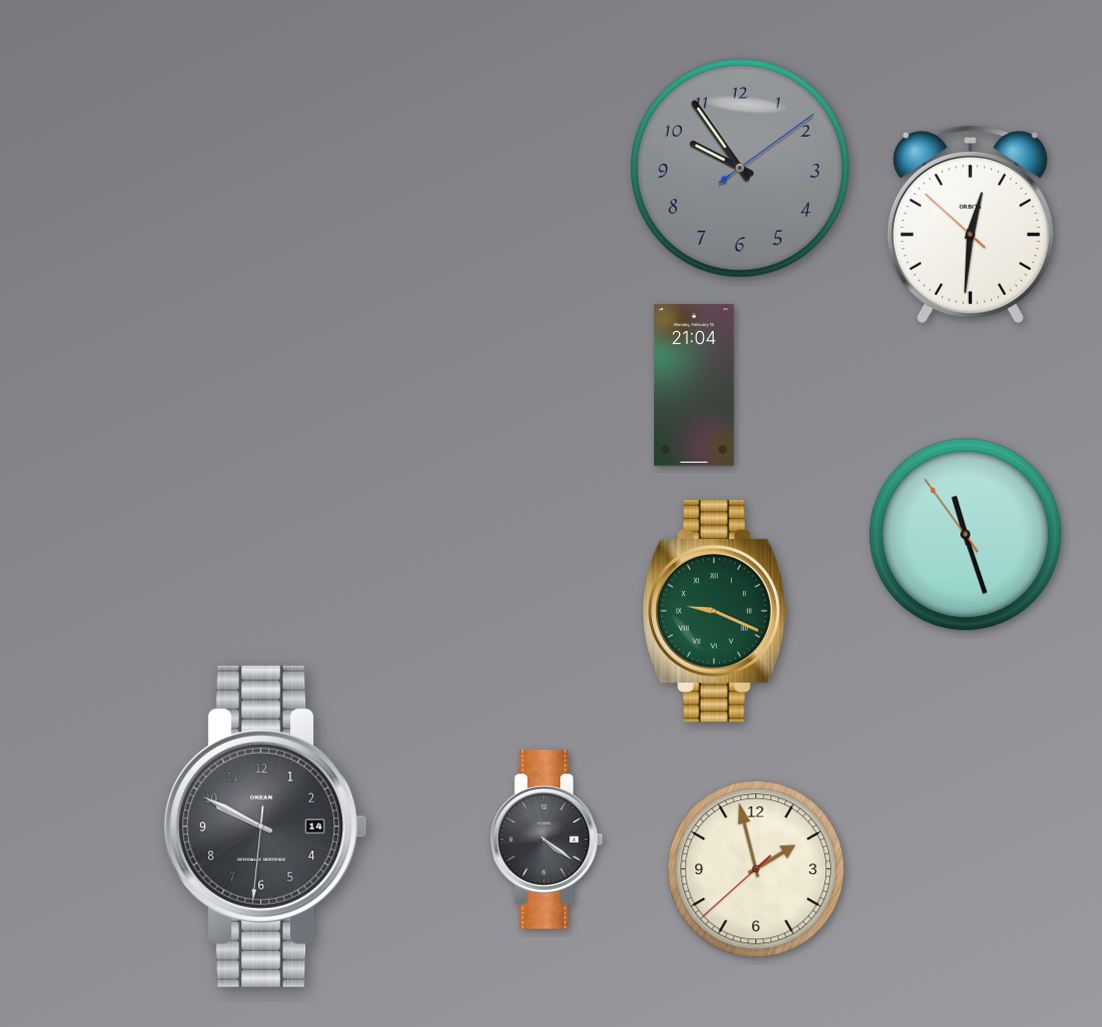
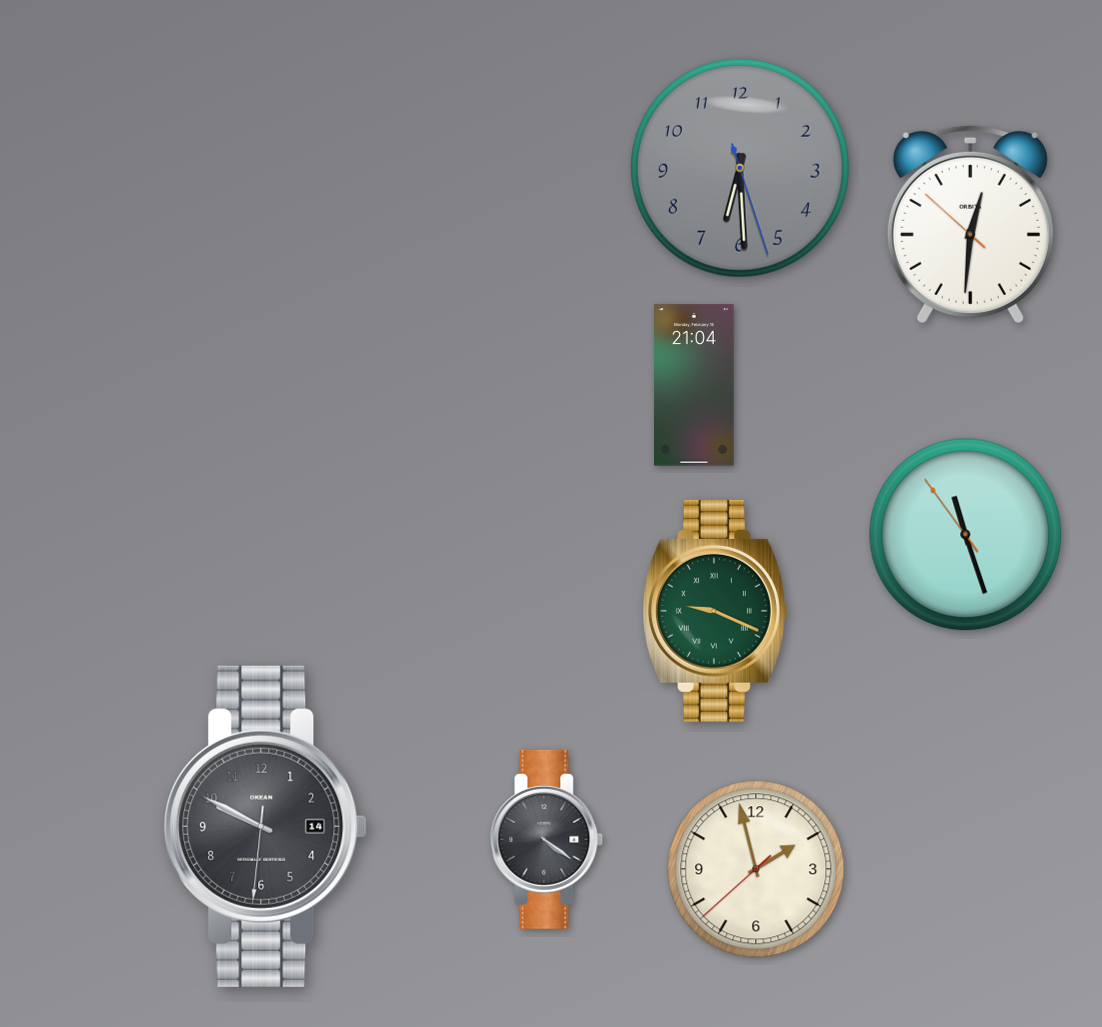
clock at (740, 168): 9:54 -> 6:29
